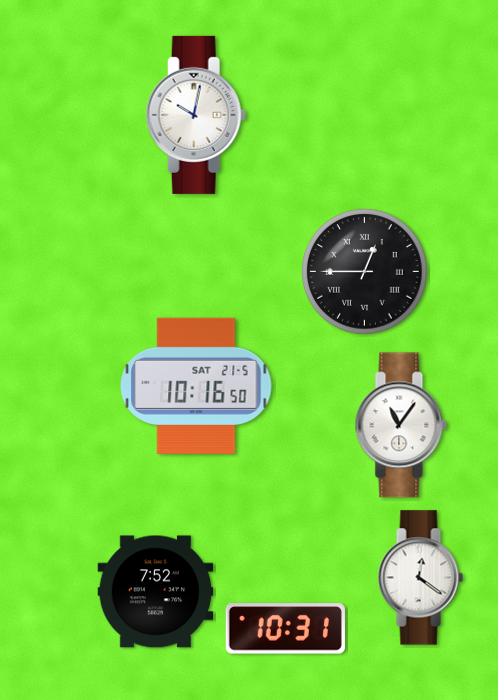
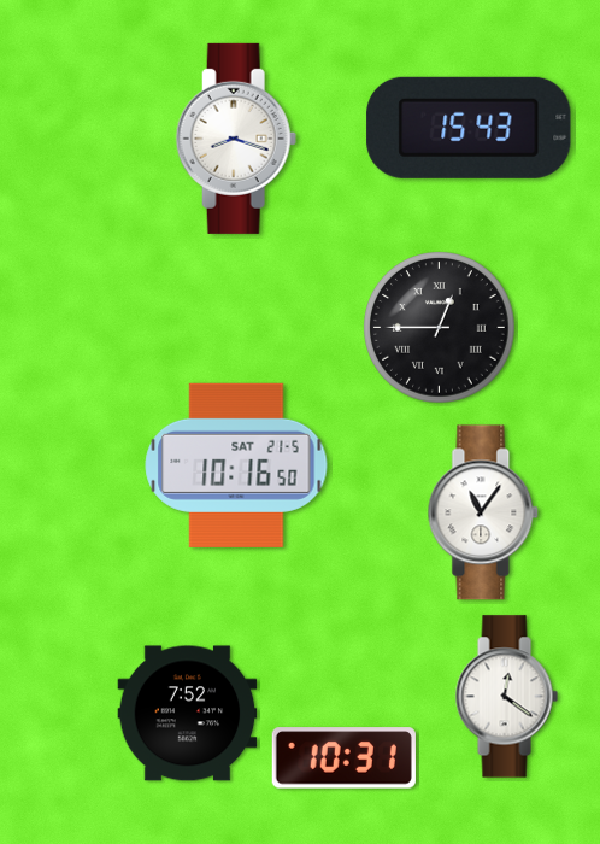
clock at (469, 128): none -> 15:43
clock at (196, 115): 10:02 -> 8:18
